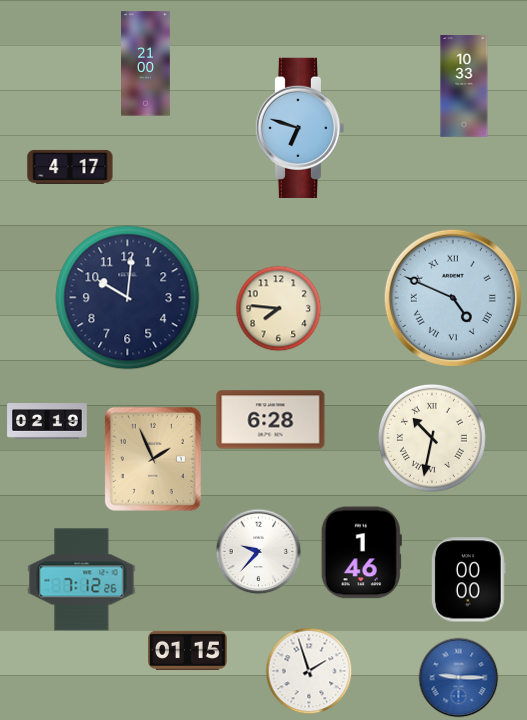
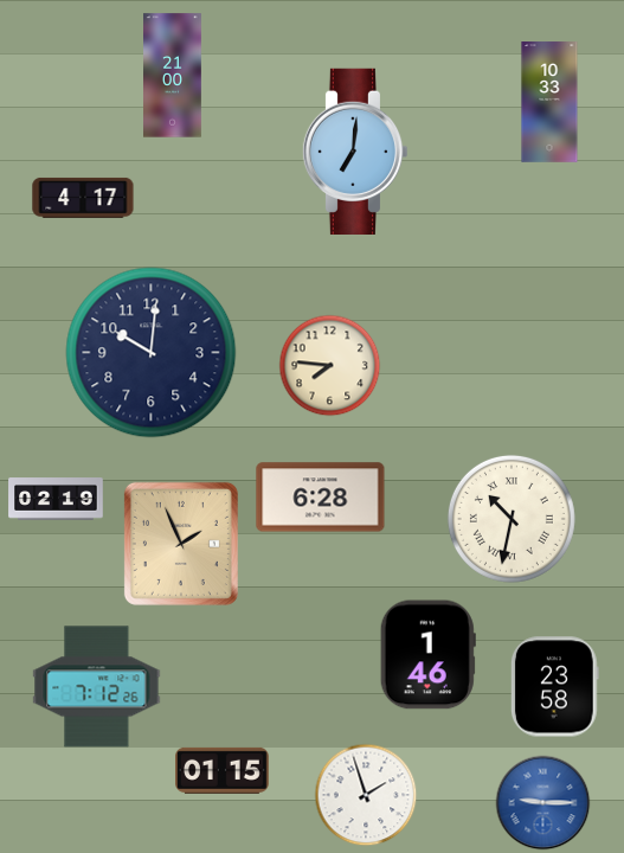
clock at (300, 127): 6:48 -> 7:01
clock at (453, 298): 4:49 -> none
clock at (259, 552): 9:37 -> none
clock at (468, 580): 00:00 -> 23:58
